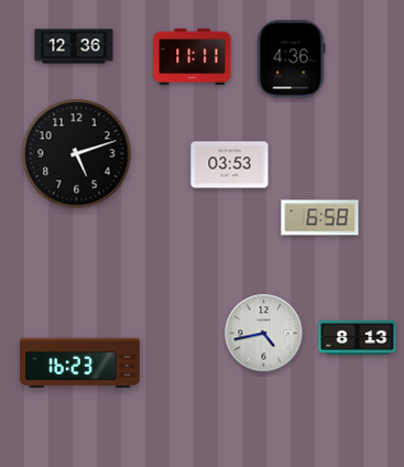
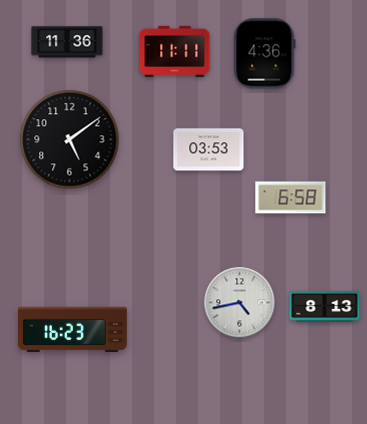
clock at (74, 46): 12:36 -> 11:36
clock at (77, 154): 5:12 -> 5:09
